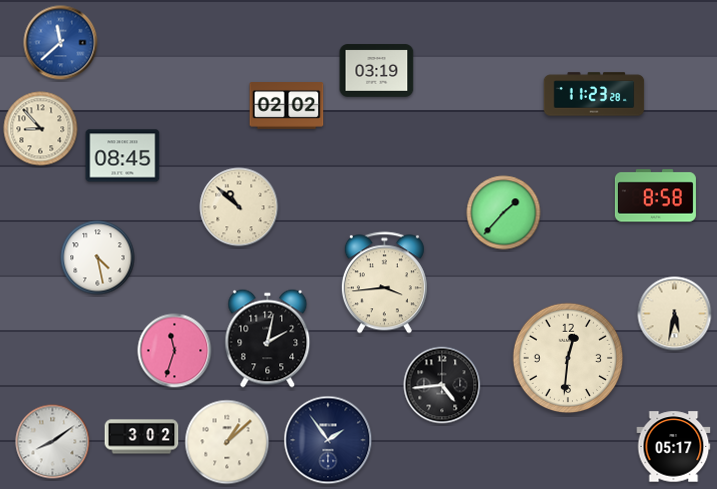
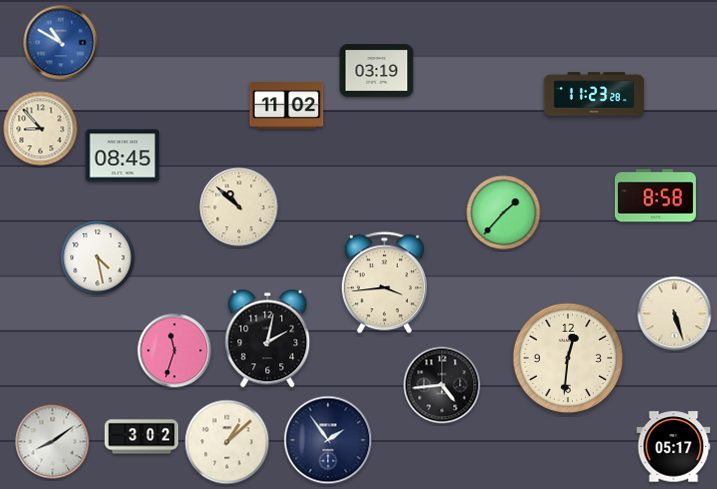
clock at (61, 43): 11:38 -> 10:50
clock at (287, 106): 02:02 -> 11:02
clock at (675, 314): 5:32 -> 5:27
